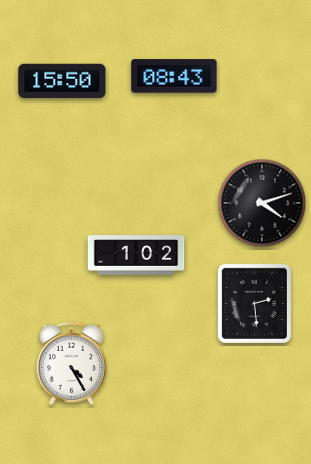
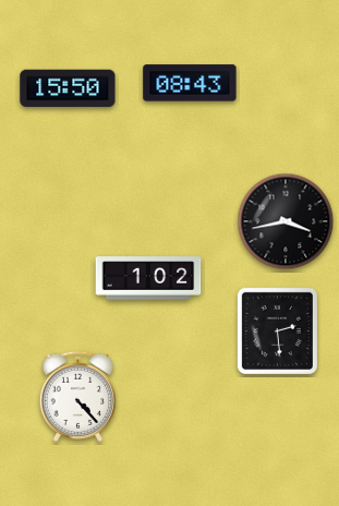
clock at (262, 203): 4:12 -> 3:43
clock at (71, 363): 4:25 -> 4:23
